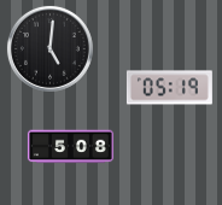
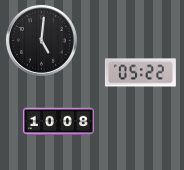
clock at (169, 88): 05:19 -> 05:22
clock at (70, 147): 5:08 -> 10:08
